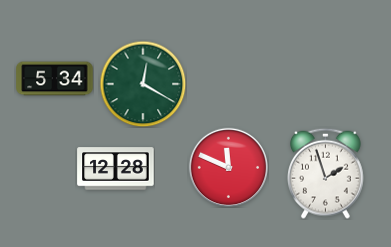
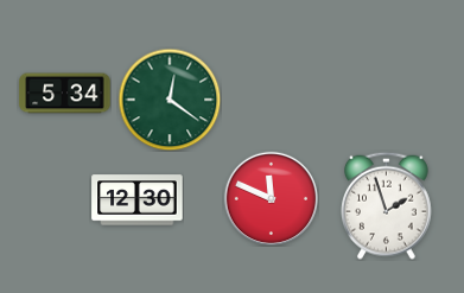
clock at (143, 84): 12:20 -> 12:21
clock at (116, 169): 12:28 -> 12:30
